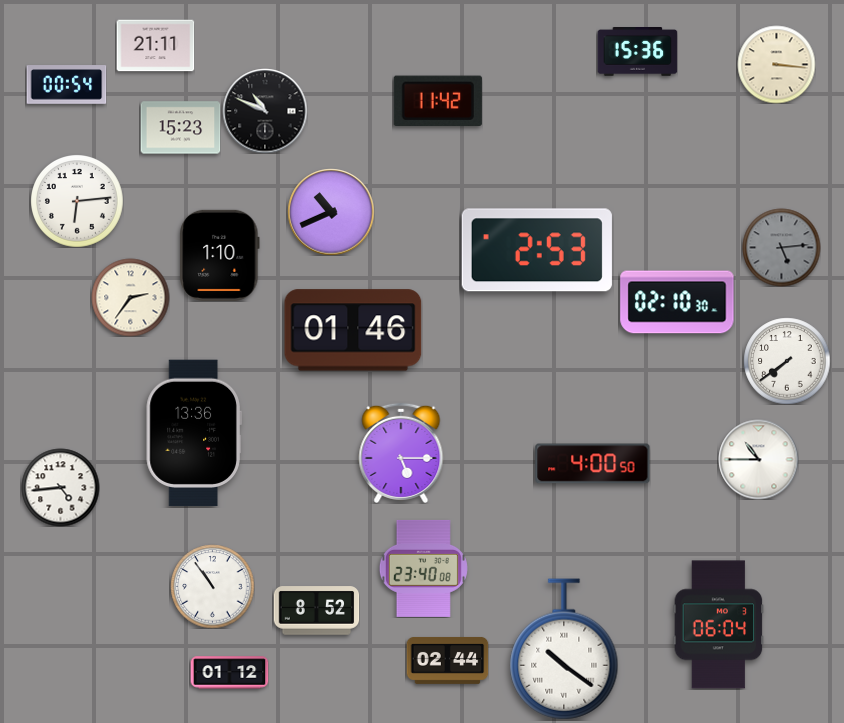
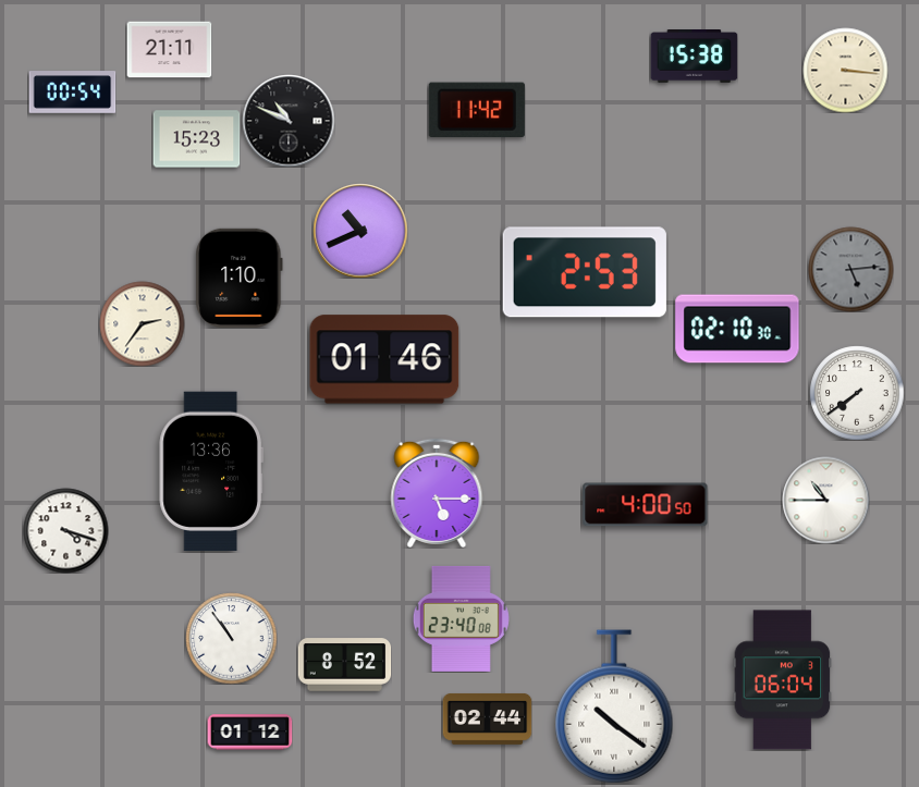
clock at (637, 52): 15:36 -> 15:38
clock at (77, 201): 6:14 -> none
clock at (60, 487): 4:44 -> 4:18
